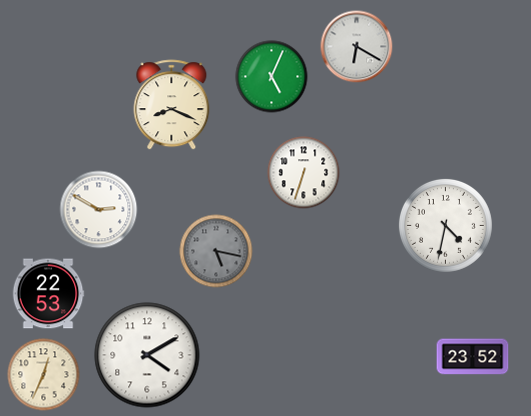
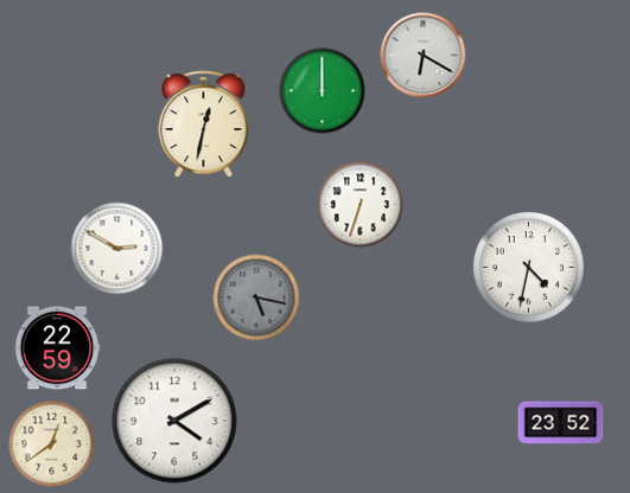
clock at (272, 77): 5:04 -> 12:00
clock at (172, 105): 8:19 -> 12:32
clock at (48, 294): 22:53 -> 22:59
clock at (44, 375): 12:34 -> 12:39
